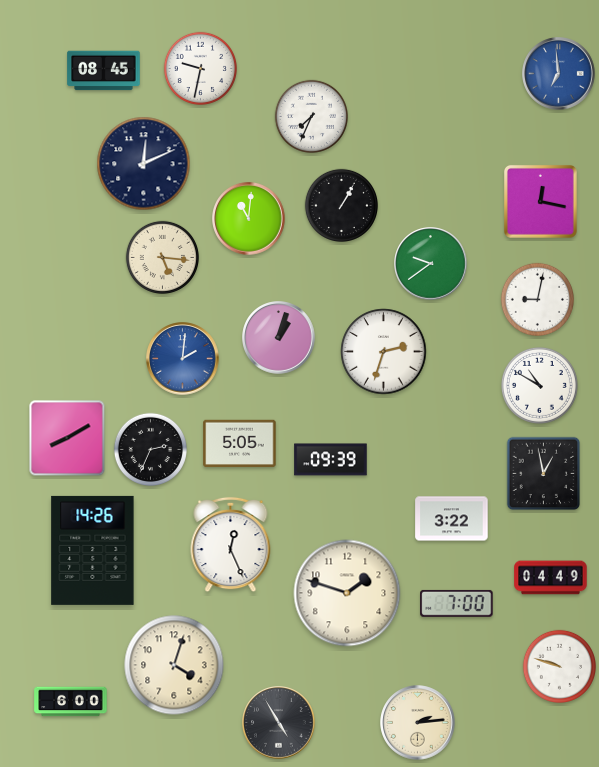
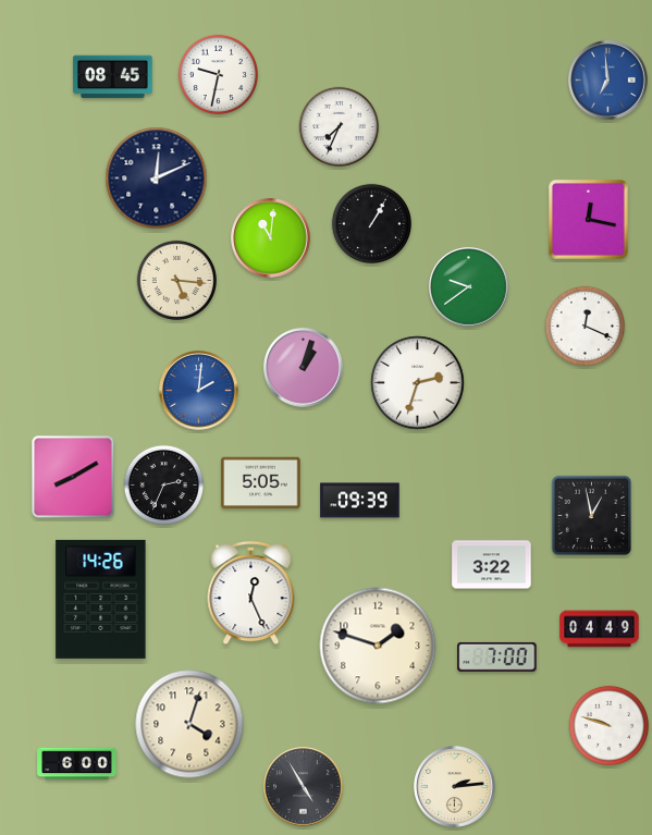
clock at (537, 299): 9:02 -> 12:19
clock at (539, 385): 10:50 -> none
clock at (150, 449) position: (150, 449) -> (163, 484)
